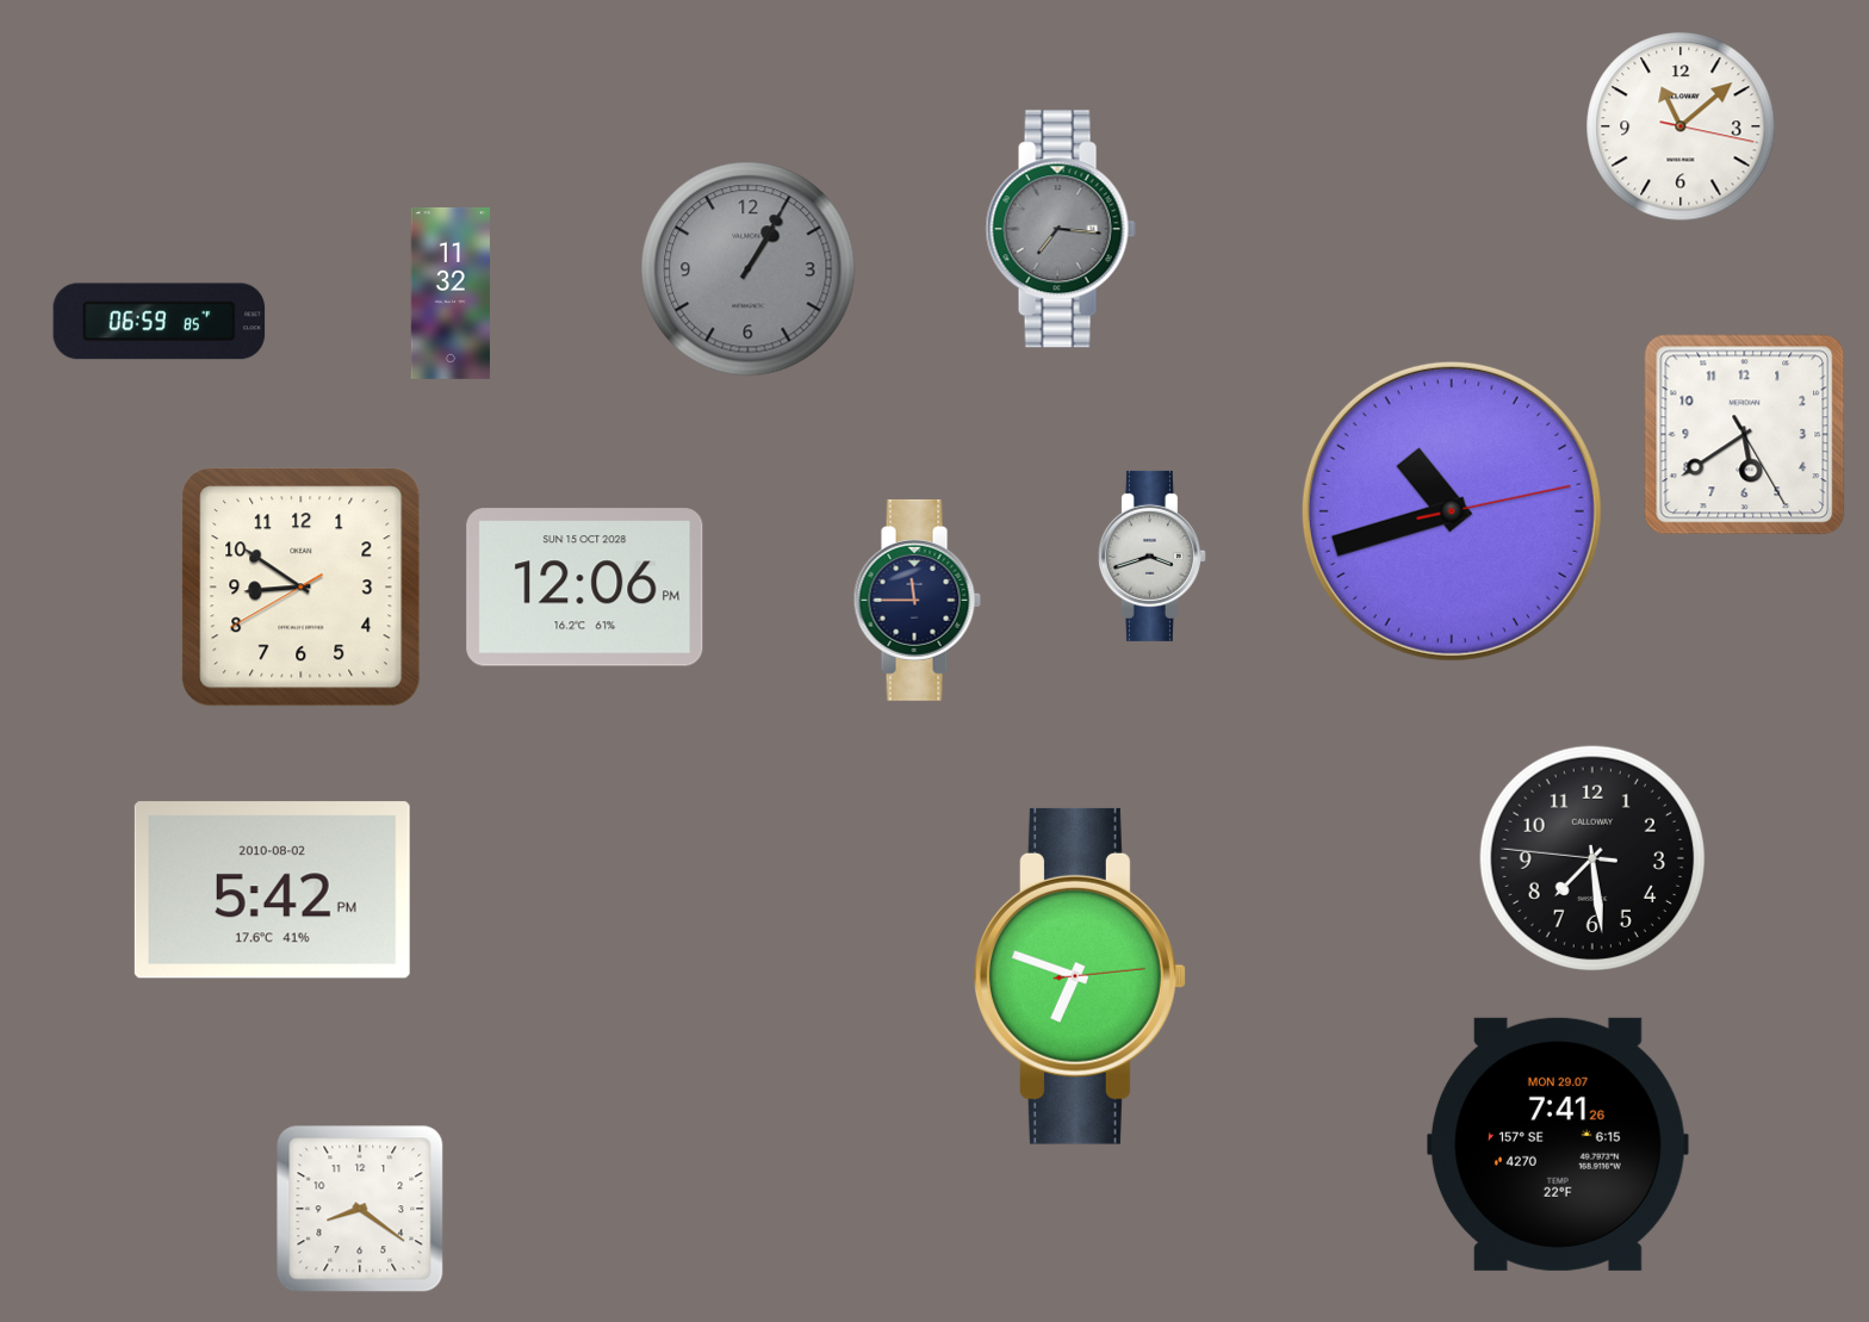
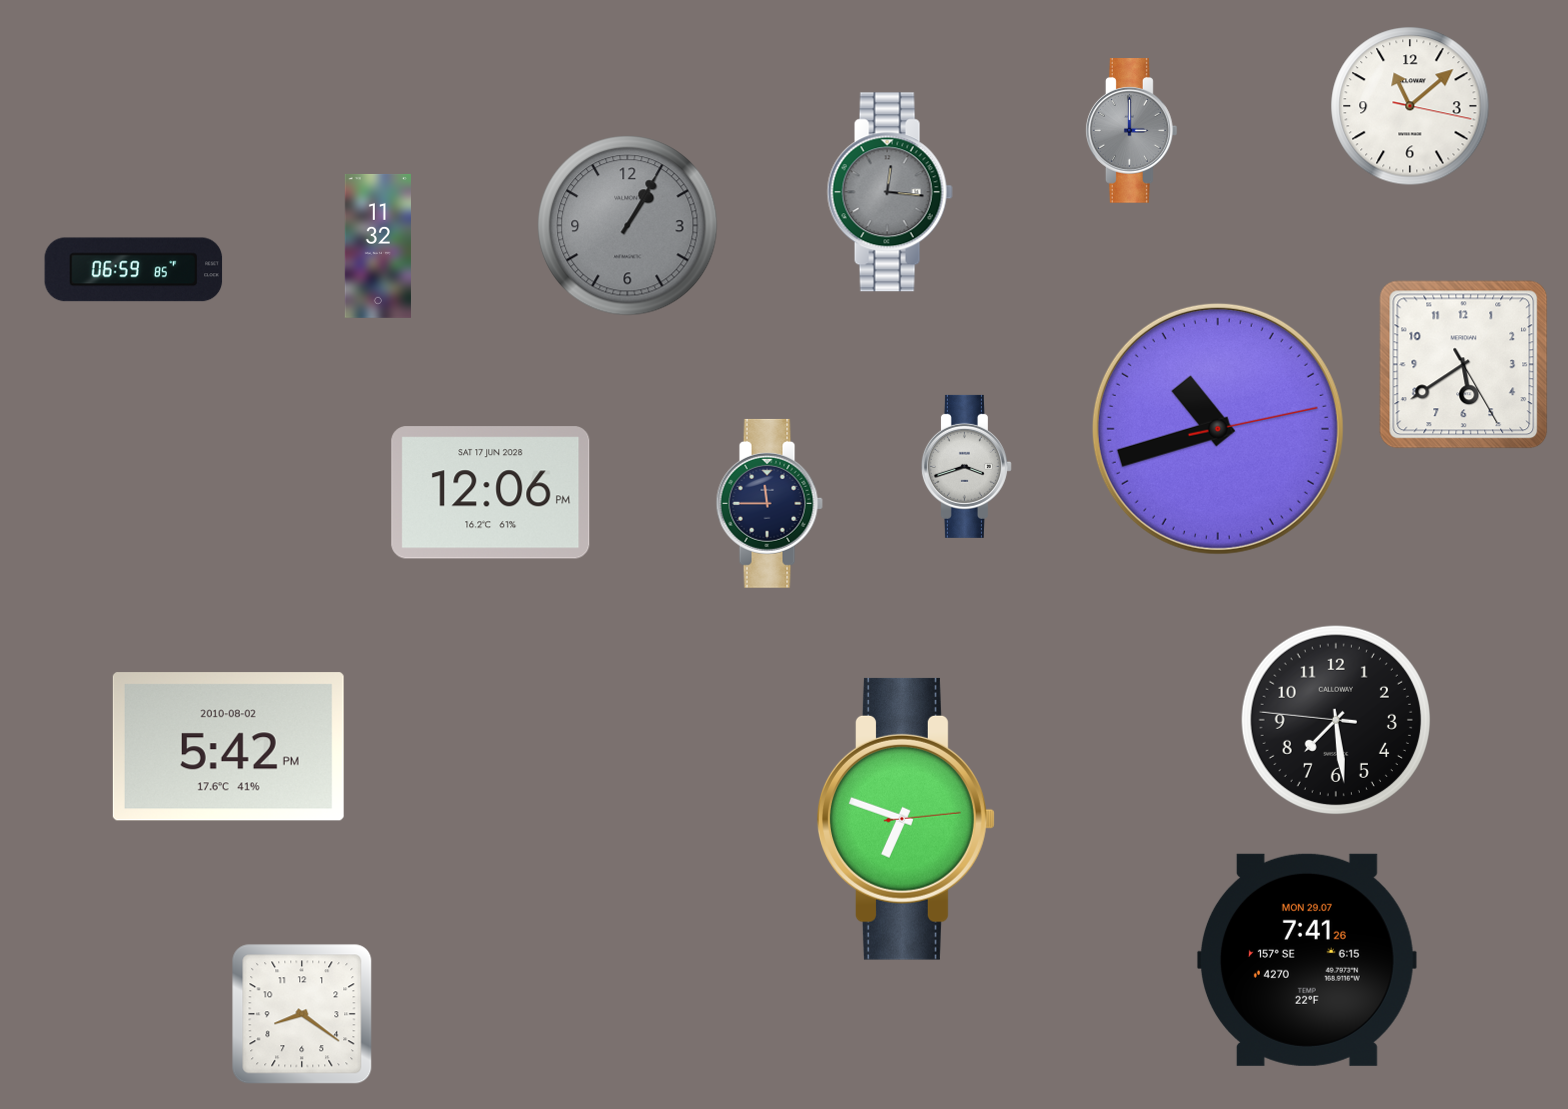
clock at (1131, 131): none -> 3:00
clock at (1061, 229): 7:16 -> 12:16
clock at (302, 588): 8:50 -> none
clock at (585, 588) date: SUN 15 OCT 2028 -> SAT 17 JUN 2028
